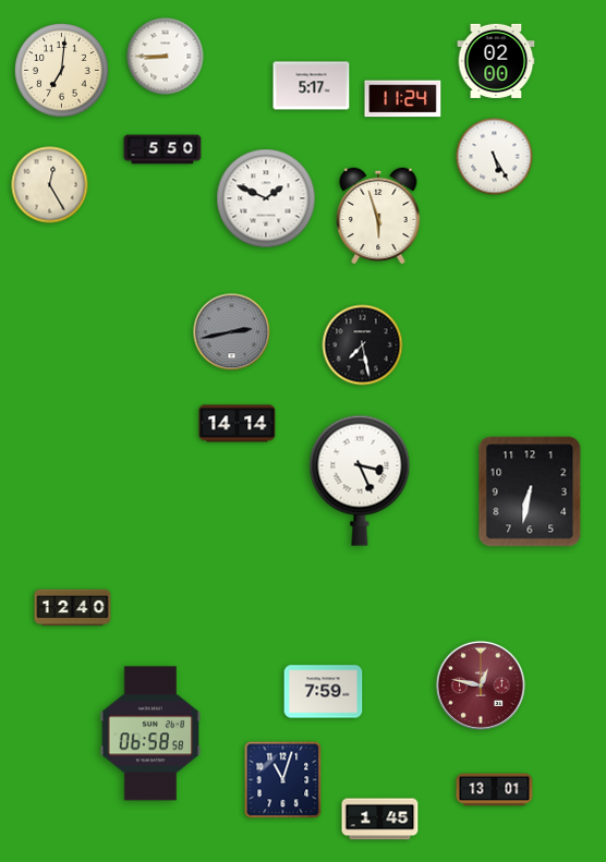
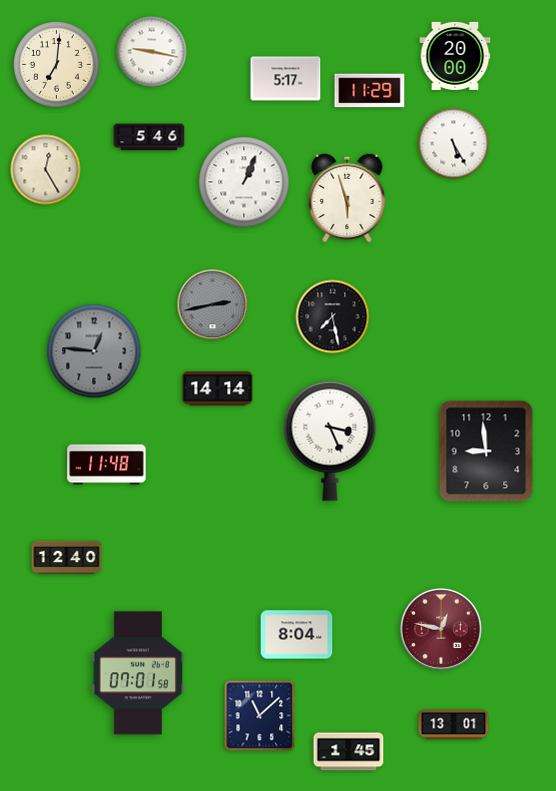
clock at (166, 57): 8:45 -> 9:17
clock at (496, 61): 02:00 -> 20:00
clock at (403, 99): 11:24 -> 11:29
clock at (162, 149): 5:50 -> 5:46
clock at (266, 198): 1:49 -> 1:04
clock at (94, 351): none -> 12:46
clock at (530, 491): 6:32 -> 8:59
clock at (107, 465): none -> 11:48
clock at (324, 692): 7:59 -> 8:04
clock at (149, 733): 06:58 -> 07:01
clock at (283, 780): 11:03 -> 11:08
